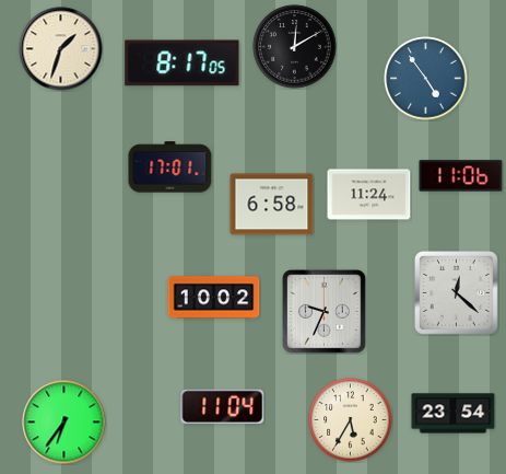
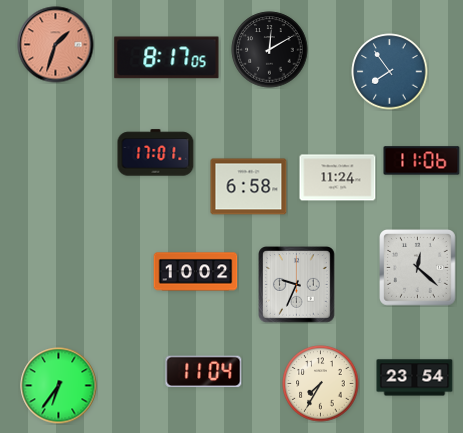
clock at (295, 47) position: (295, 47) -> (270, 50)
clock at (61, 49) dial: cream -> salmon
clock at (426, 79): 4:54 -> 7:54
clock at (351, 420): 5:35 -> 7:35
